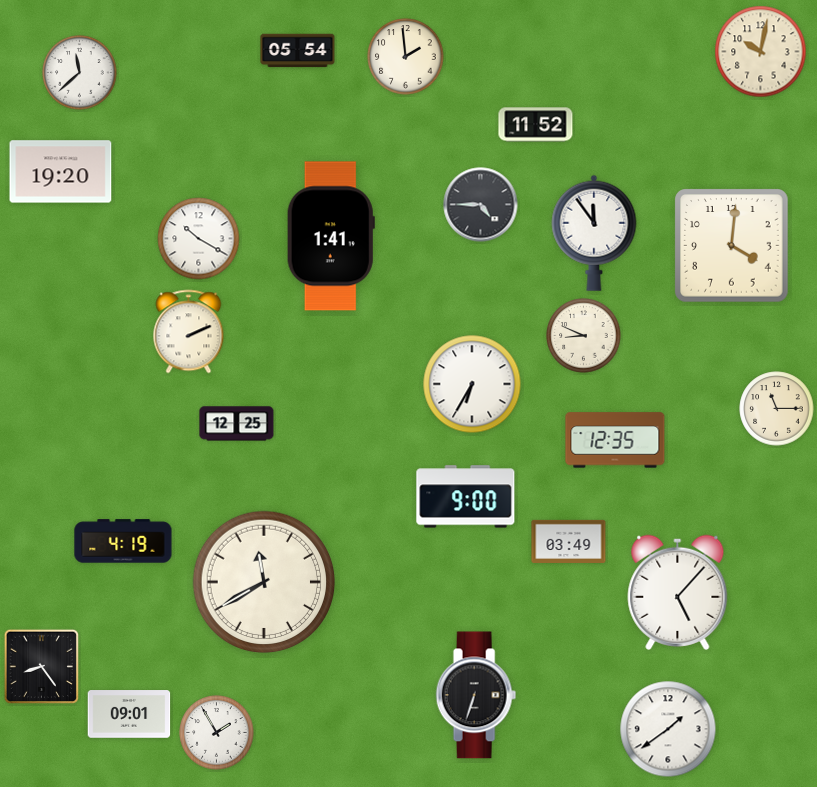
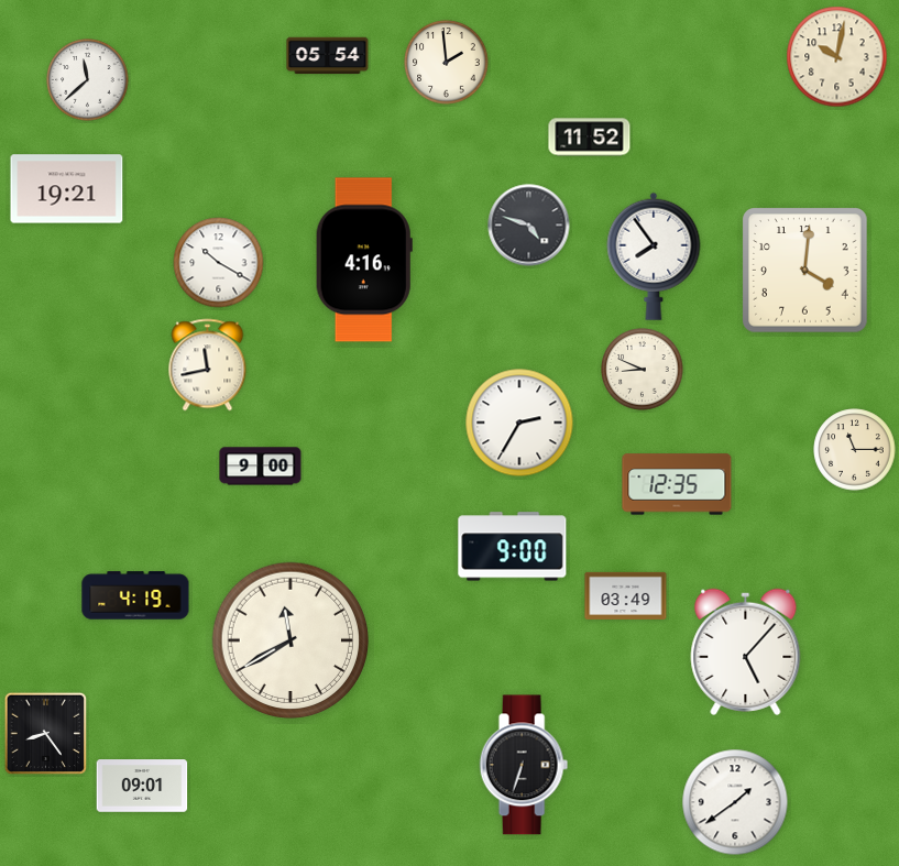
clock at (61, 172): 19:20 -> 19:21
clock at (481, 205): 4:45 -> 4:48
clock at (594, 233): 11:54 -> 7:54
clock at (331, 236): 1:41 -> 4:16
clock at (189, 332): 2:11 -> 11:43
clock at (472, 384): 6:35 -> 2:35
clock at (237, 424): 12:25 -> 9:00
clock at (217, 733): 1:55 -> none
